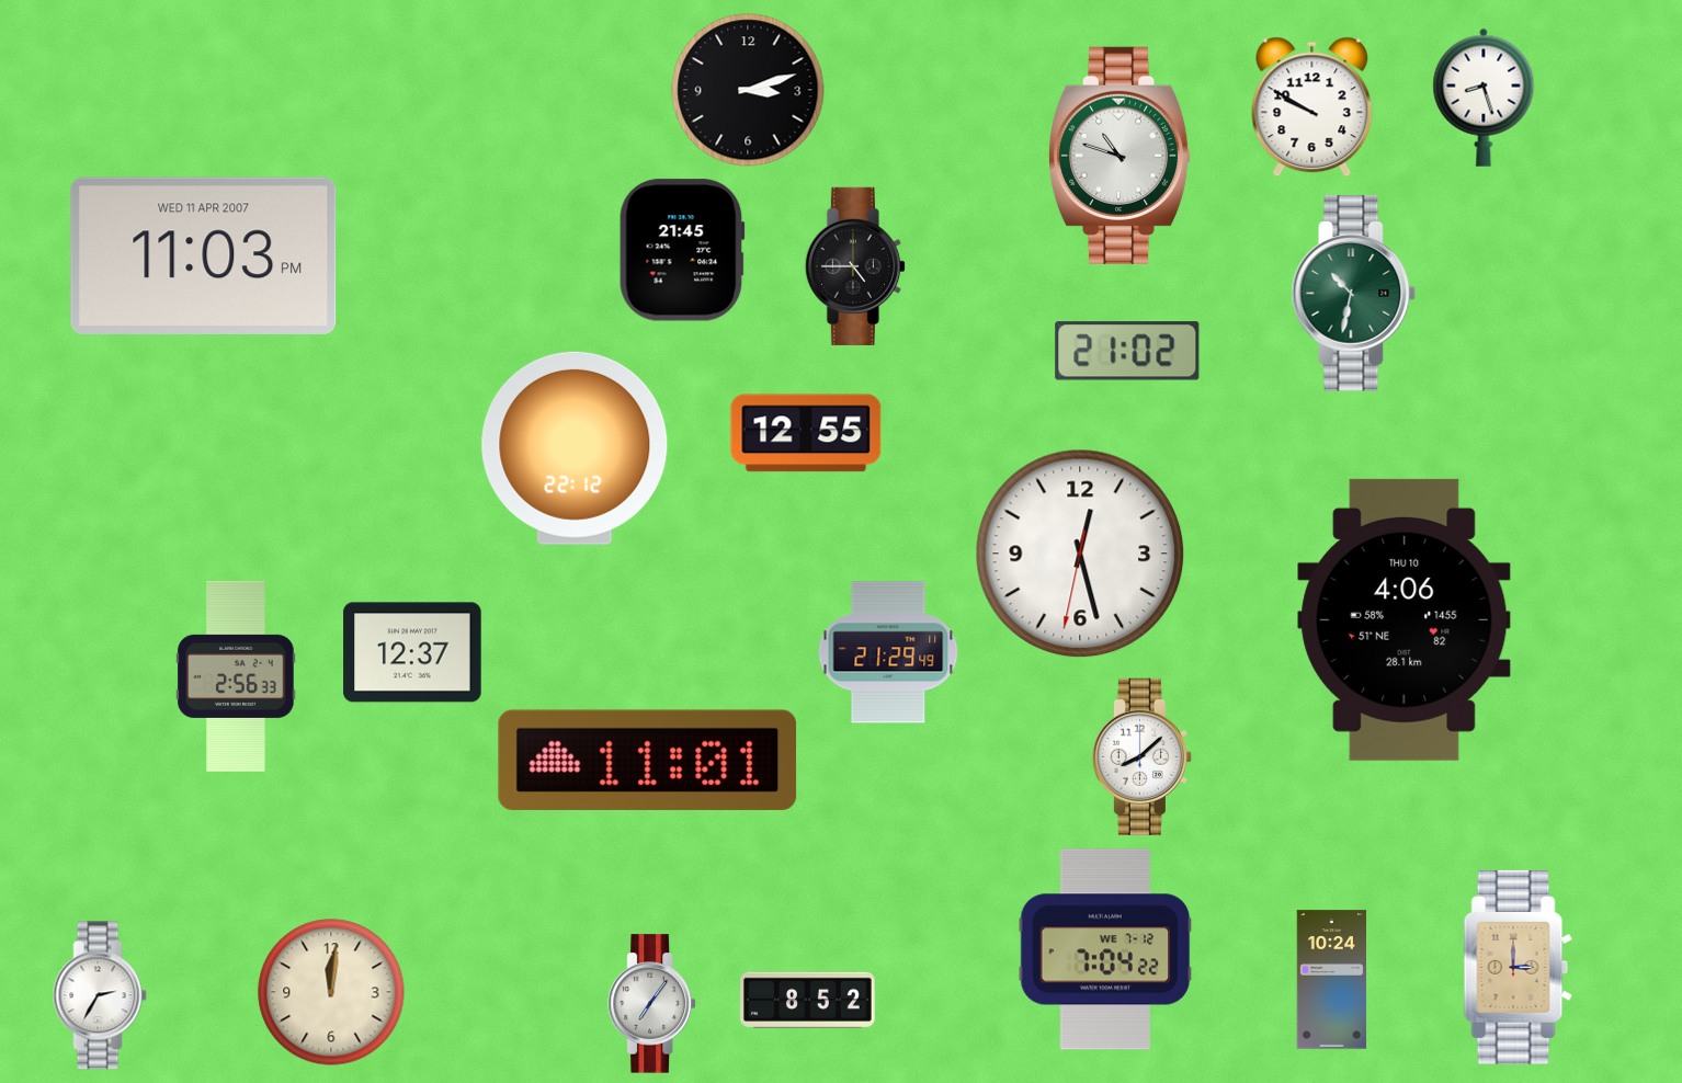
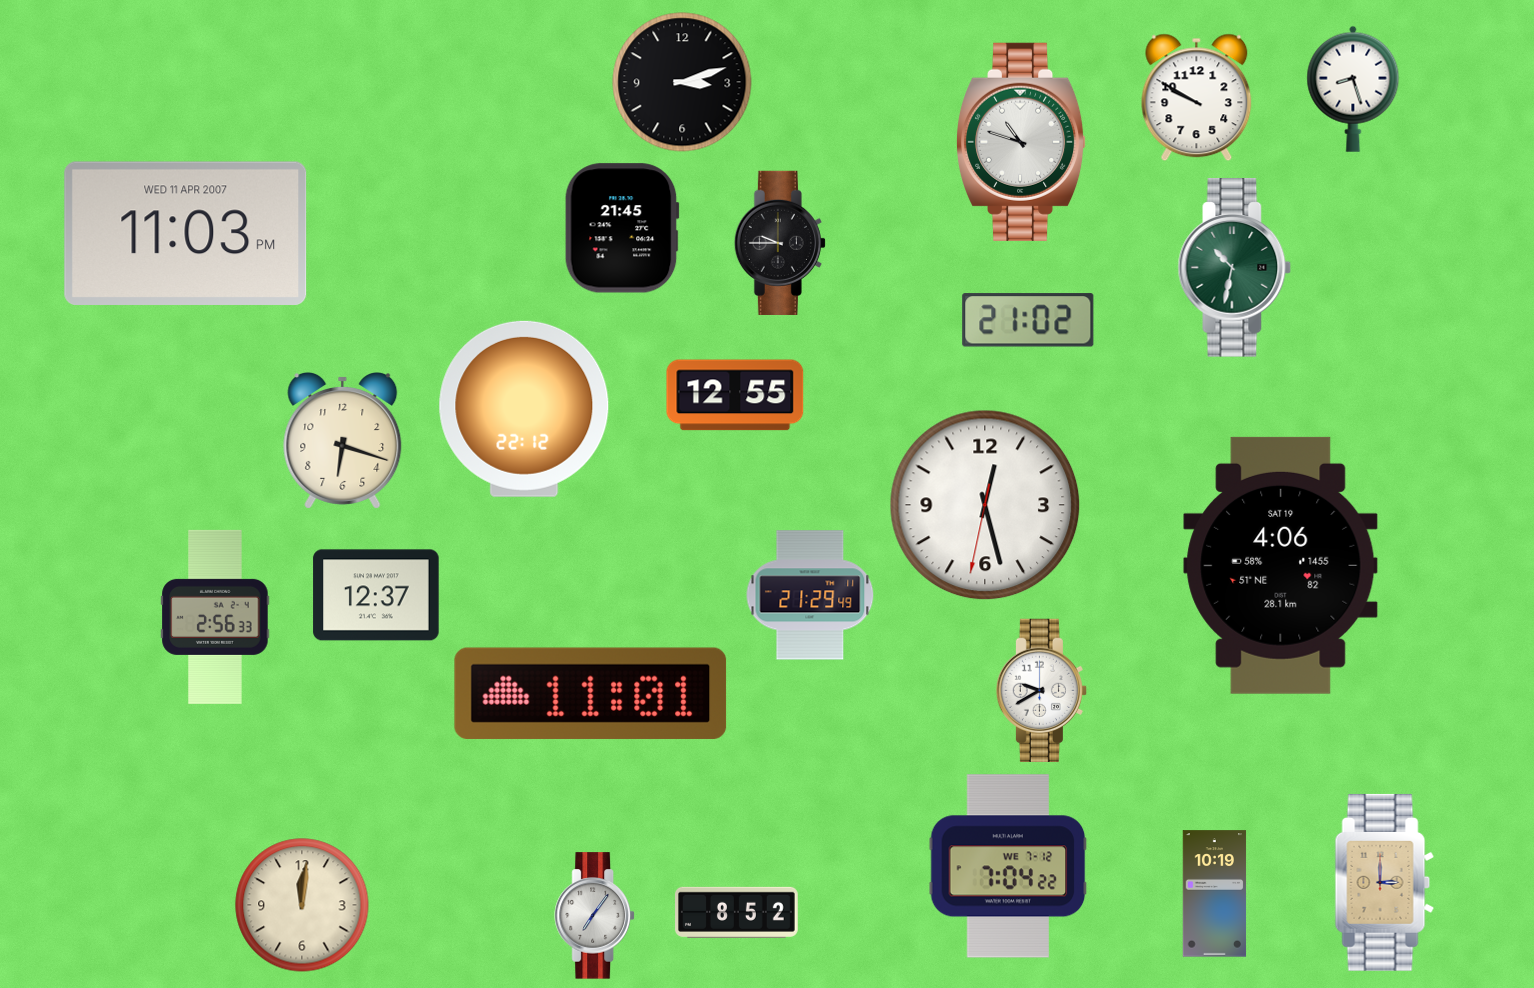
clock at (855, 266): 4:45 -> 9:45
clock at (343, 441): none -> 6:18
clock at (1405, 619) date: THU 10 -> SAT 19
clock at (1141, 756): 8:08 -> 9:40
clock at (1332, 980): 10:24 -> 10:19
clock at (100, 995): 2:35 -> none
